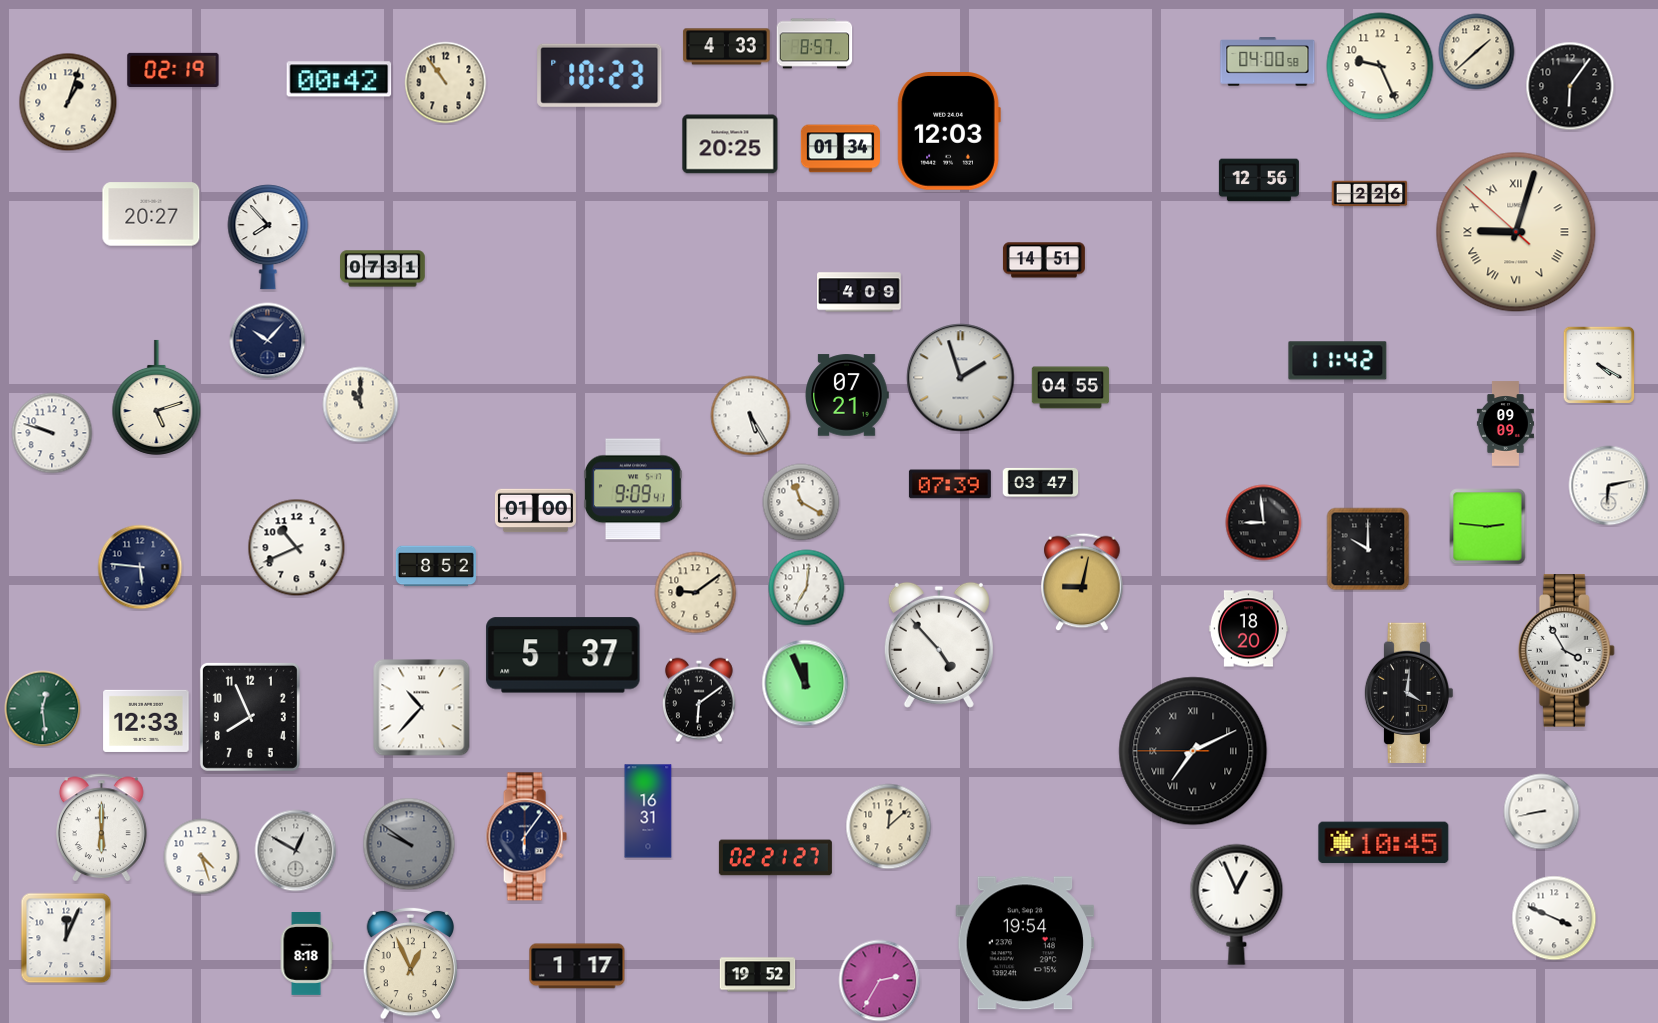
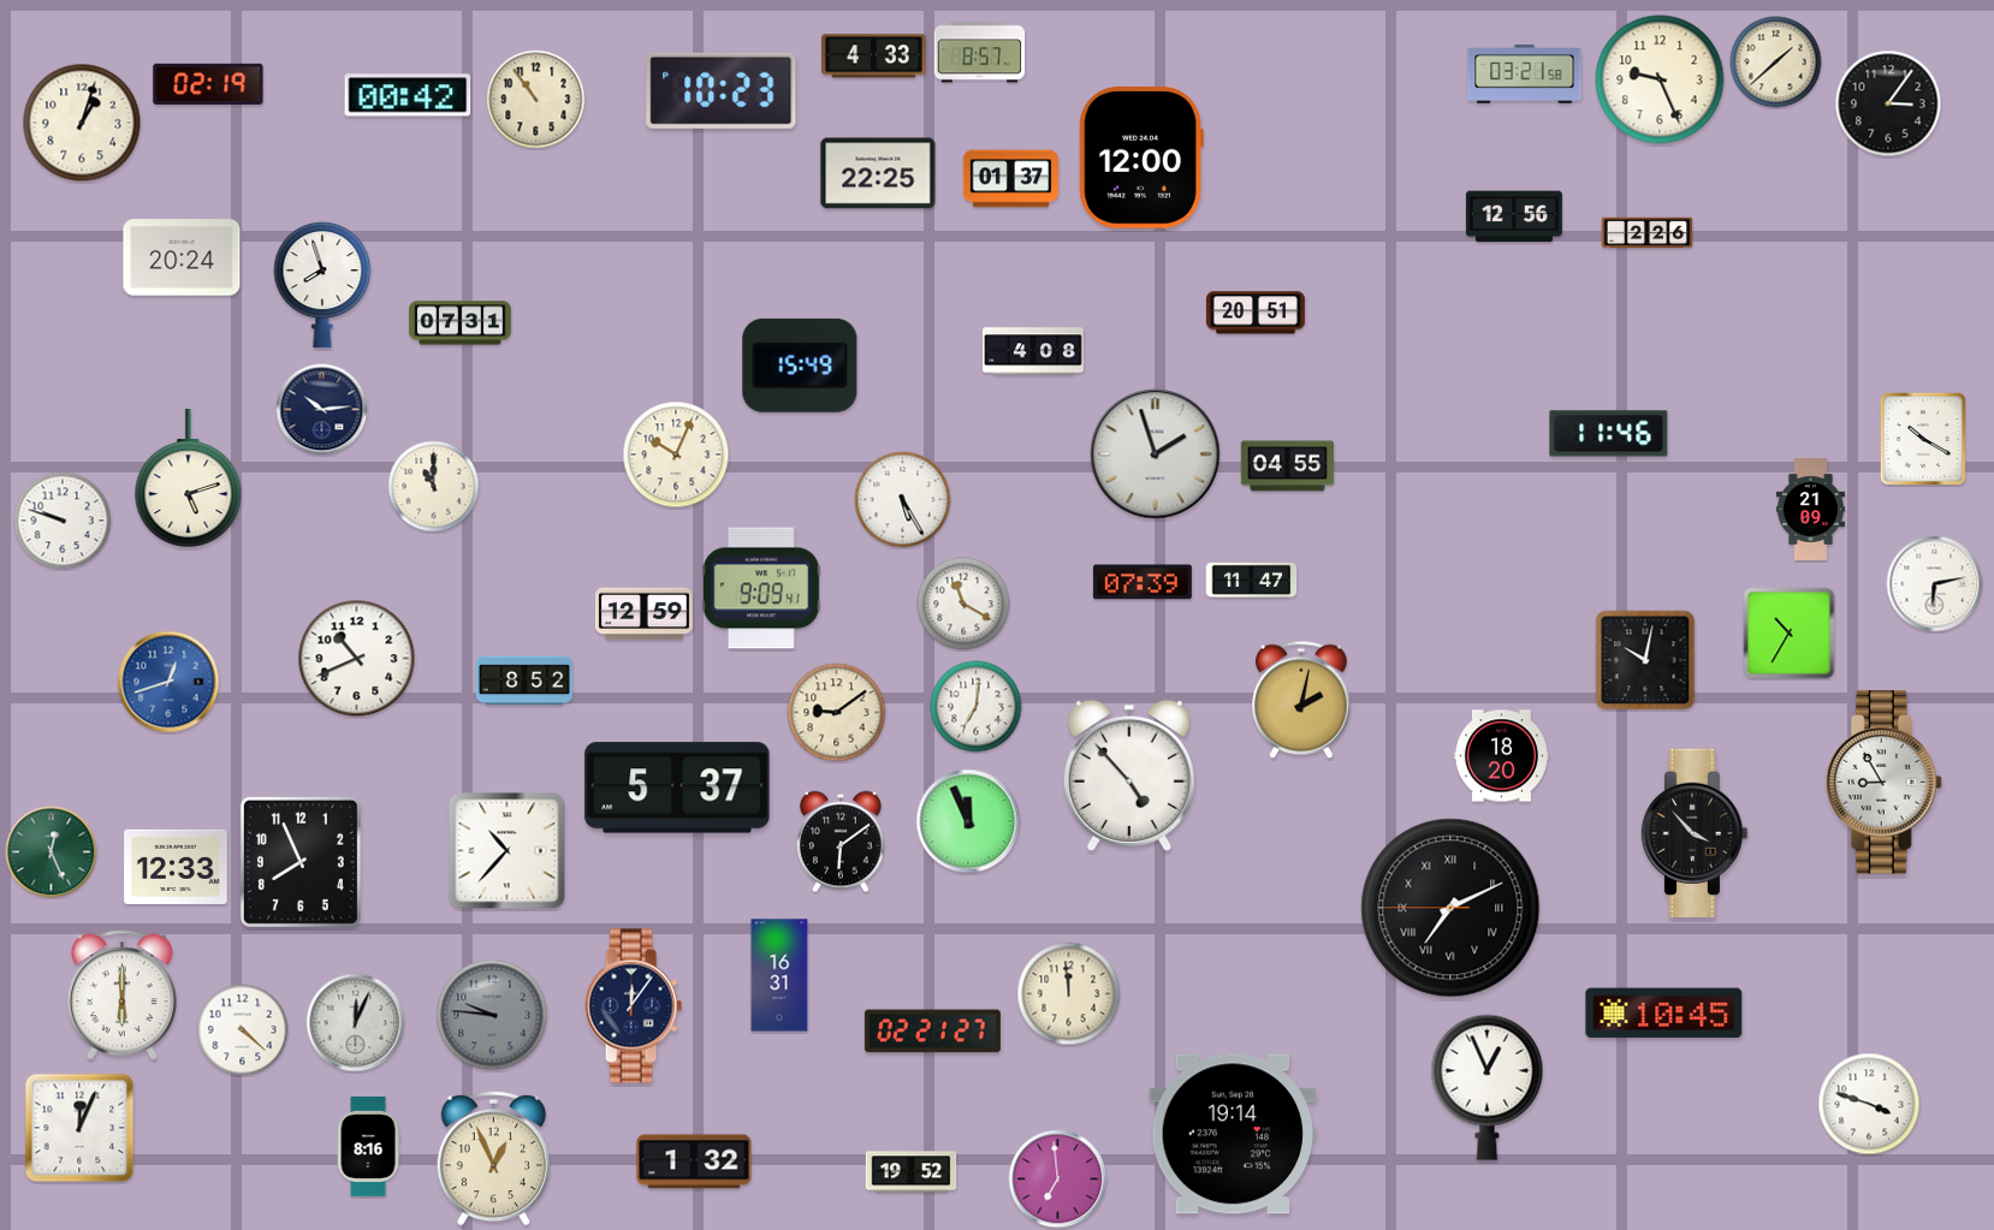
clock at (1268, 62): 04:00 -> 03:21
clock at (1570, 86): 6:06 -> 3:06
clock at (949, 132): 12:03 -> 12:00
clock at (730, 144): 20:25 -> 22:25
clock at (840, 149): 01:34 -> 01:37
clock at (151, 214): 20:27 -> 20:24
clock at (1516, 232): 9:02 -> none
clock at (268, 237): 7:53 -> 7:57
clock at (1044, 260): 14:51 -> 20:51
clock at (860, 292): 4:09 -> 4:08
clock at (800, 366): none -> 15:49
clock at (268, 341): 10:07 -> 10:14
clock at (1338, 361): 11:42 -> 11:46
clock at (1599, 365): 4:20 -> 10:20
clock at (676, 454): none -> 10:04
clock at (847, 395): 07:21 -> none
clock at (1505, 424): 09:09 -> 21:09
clock at (1041, 482): 03:47 -> 11:47
clock at (535, 511): 01:00 -> 12:59
clock at (1264, 523): 8:59 -> none
clock at (1488, 527): 2:46 -> 10:35
clock at (1368, 549): 10:00 -> 10:02
clock at (140, 567): 5:46 -> 12:42
clock at (140, 567) dial: navy -> blue
clock at (1082, 582): 9:02 -> 2:02
clock at (807, 588) position: (807, 588) -> (977, 707)
clock at (1566, 651): 3:55 -> 8:55
clock at (1409, 692): 4:01 -> 3:53
clock at (43, 709): 12:29 -> 12:26
clock at (1193, 751) position: (1193, 751) -> (1450, 908)
clock at (1542, 812): 8:43 -> none
clock at (889, 827): 12:08 -> 11:59
clock at (526, 837): 6:06 -> 12:06
clock at (409, 844): 9:51 -> 9:46
clock at (296, 851): 12:50 -> 12:04
clock at (202, 857): 4:27 -> 4:22
clock at (1554, 918): 3:49 -> 3:48
clock at (1025, 943): 19:54 -> 19:14
clock at (306, 954): 8:18 -> 8:16
clock at (577, 966): 1:17 -> 1:32
clock at (880, 981): 2:35 -> 6:59
